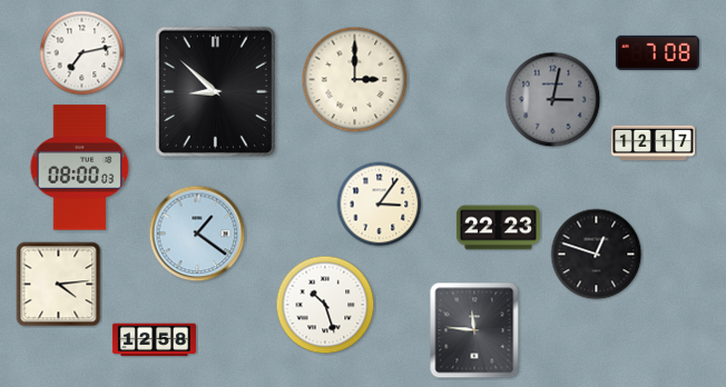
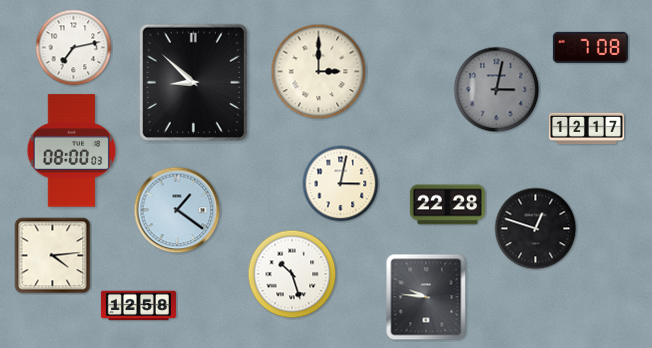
clock at (380, 205): 3:06 -> 3:02
clock at (498, 228): 22:23 -> 22:28
clock at (474, 330): 11:46 -> 9:46
